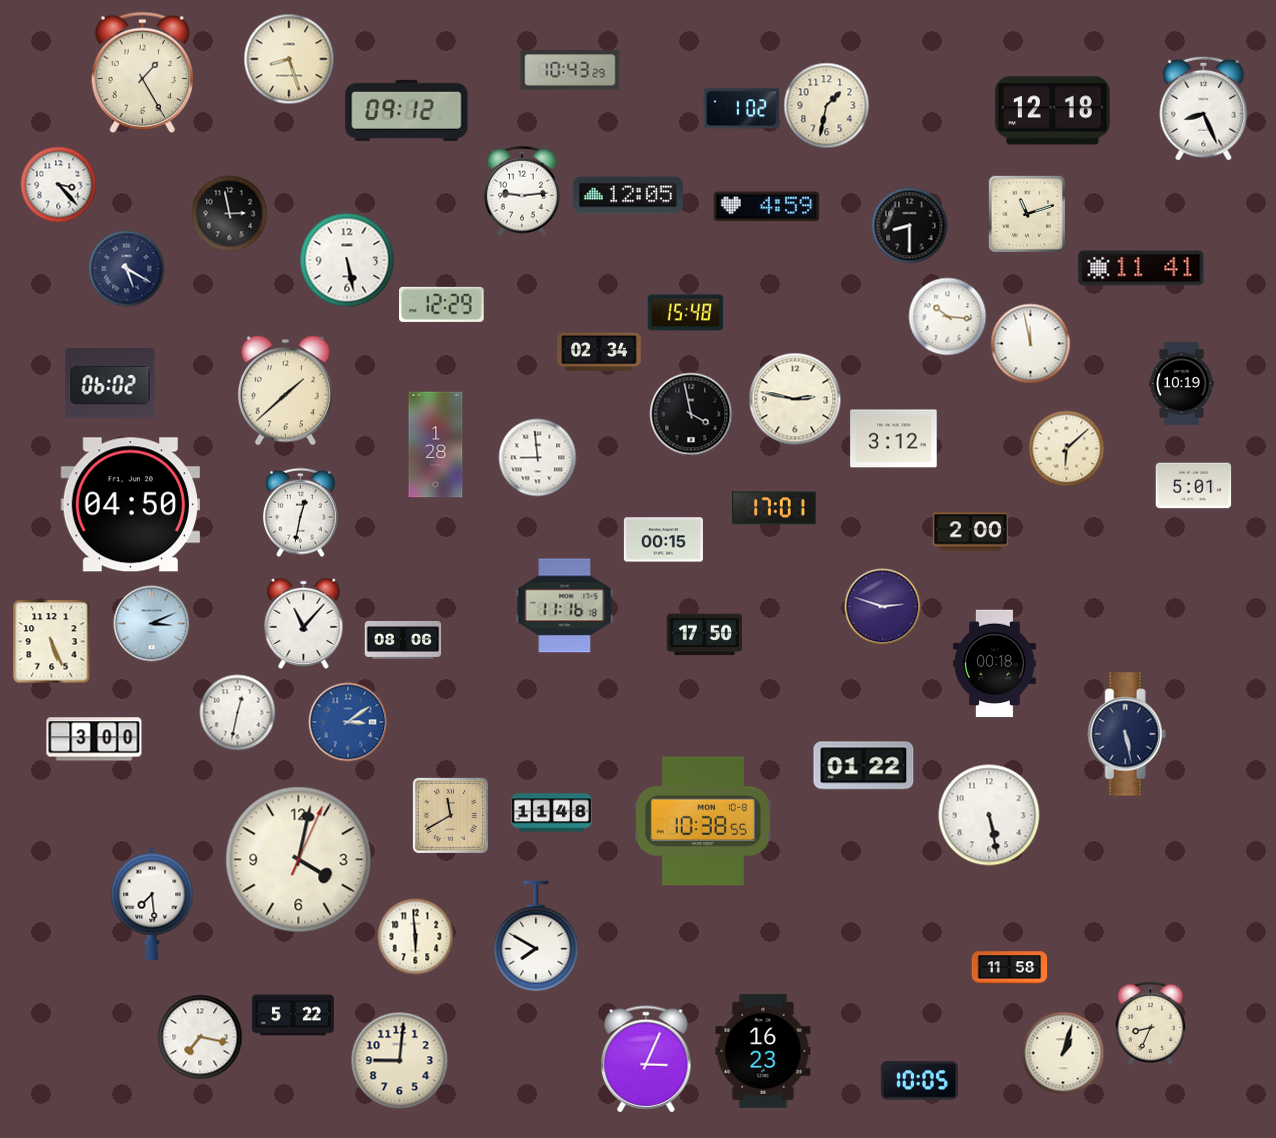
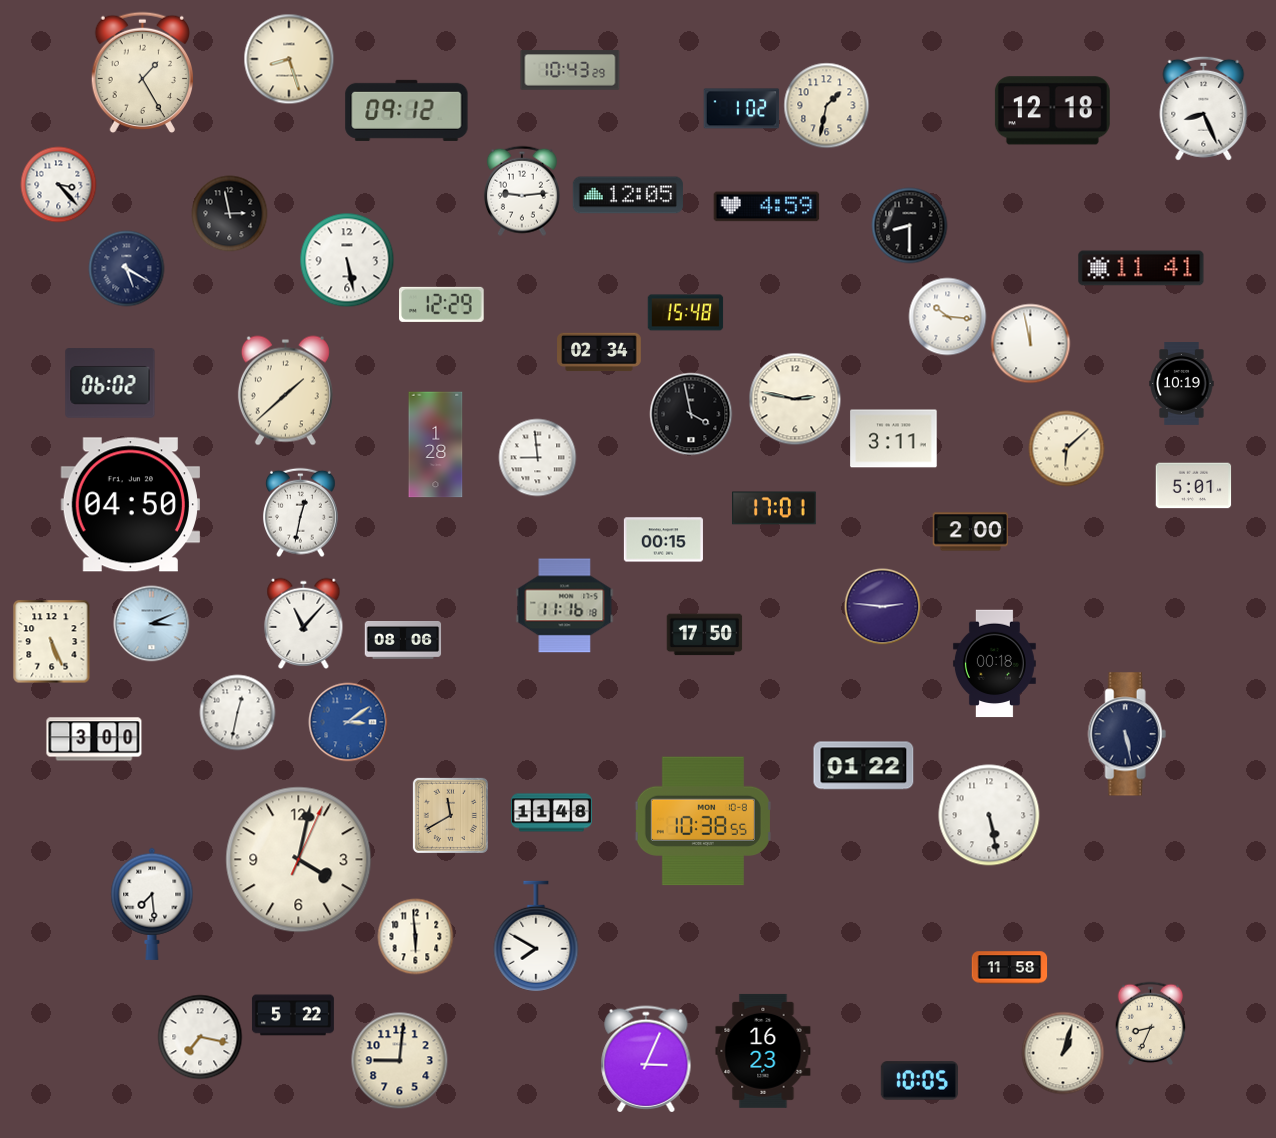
clock at (1027, 214): 11:12 -> none
clock at (894, 439): 3:12 -> 3:11
clock at (883, 607): 2:48 -> 2:46
